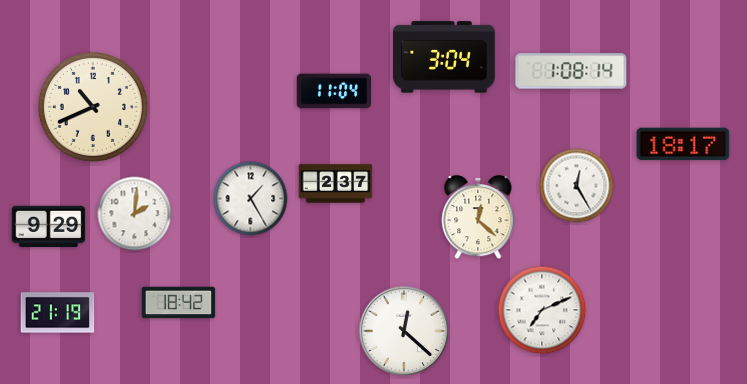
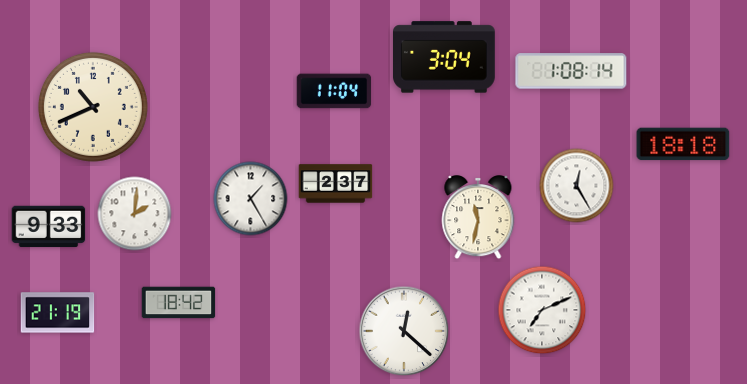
clock at (683, 144): 18:17 -> 18:18
clock at (478, 218): 12:22 -> 11:32
clock at (49, 227): 9:29 -> 9:33
